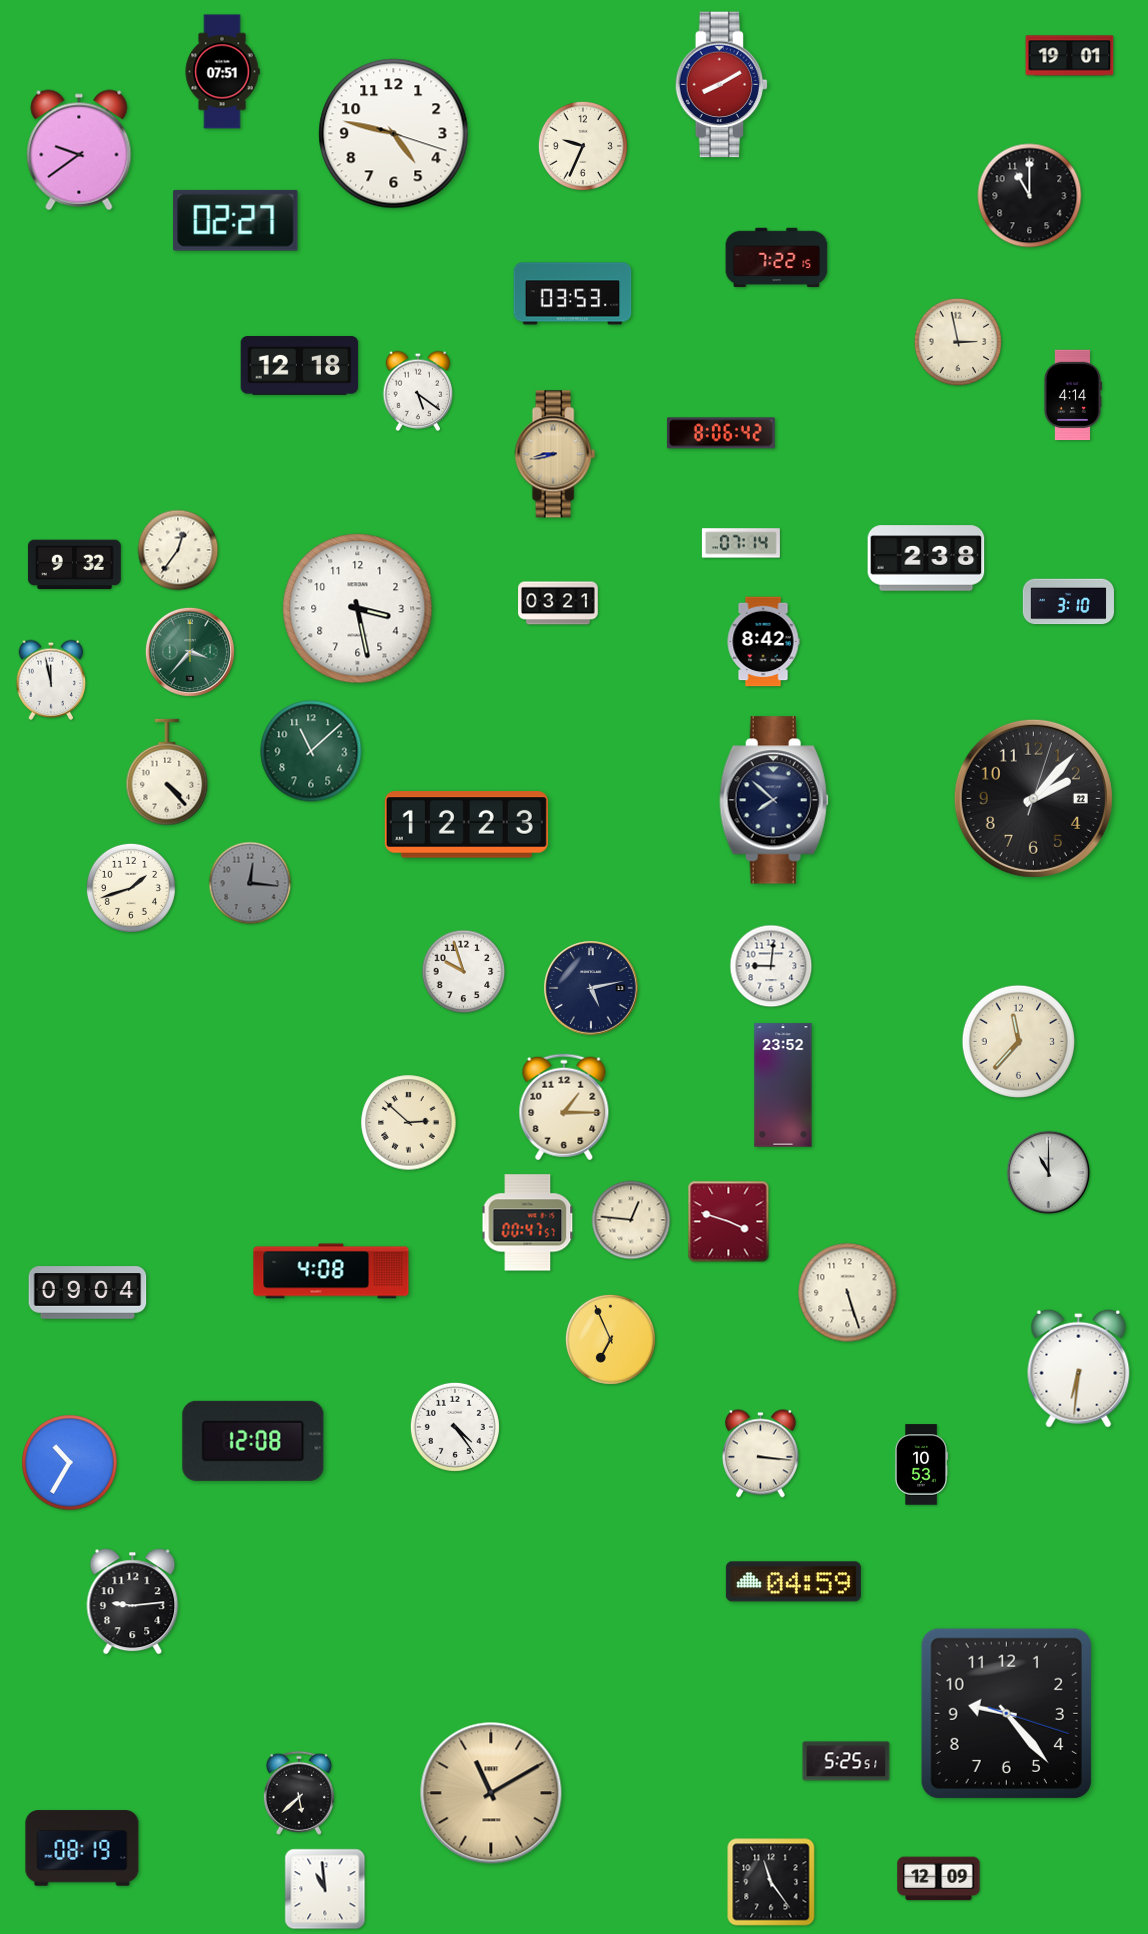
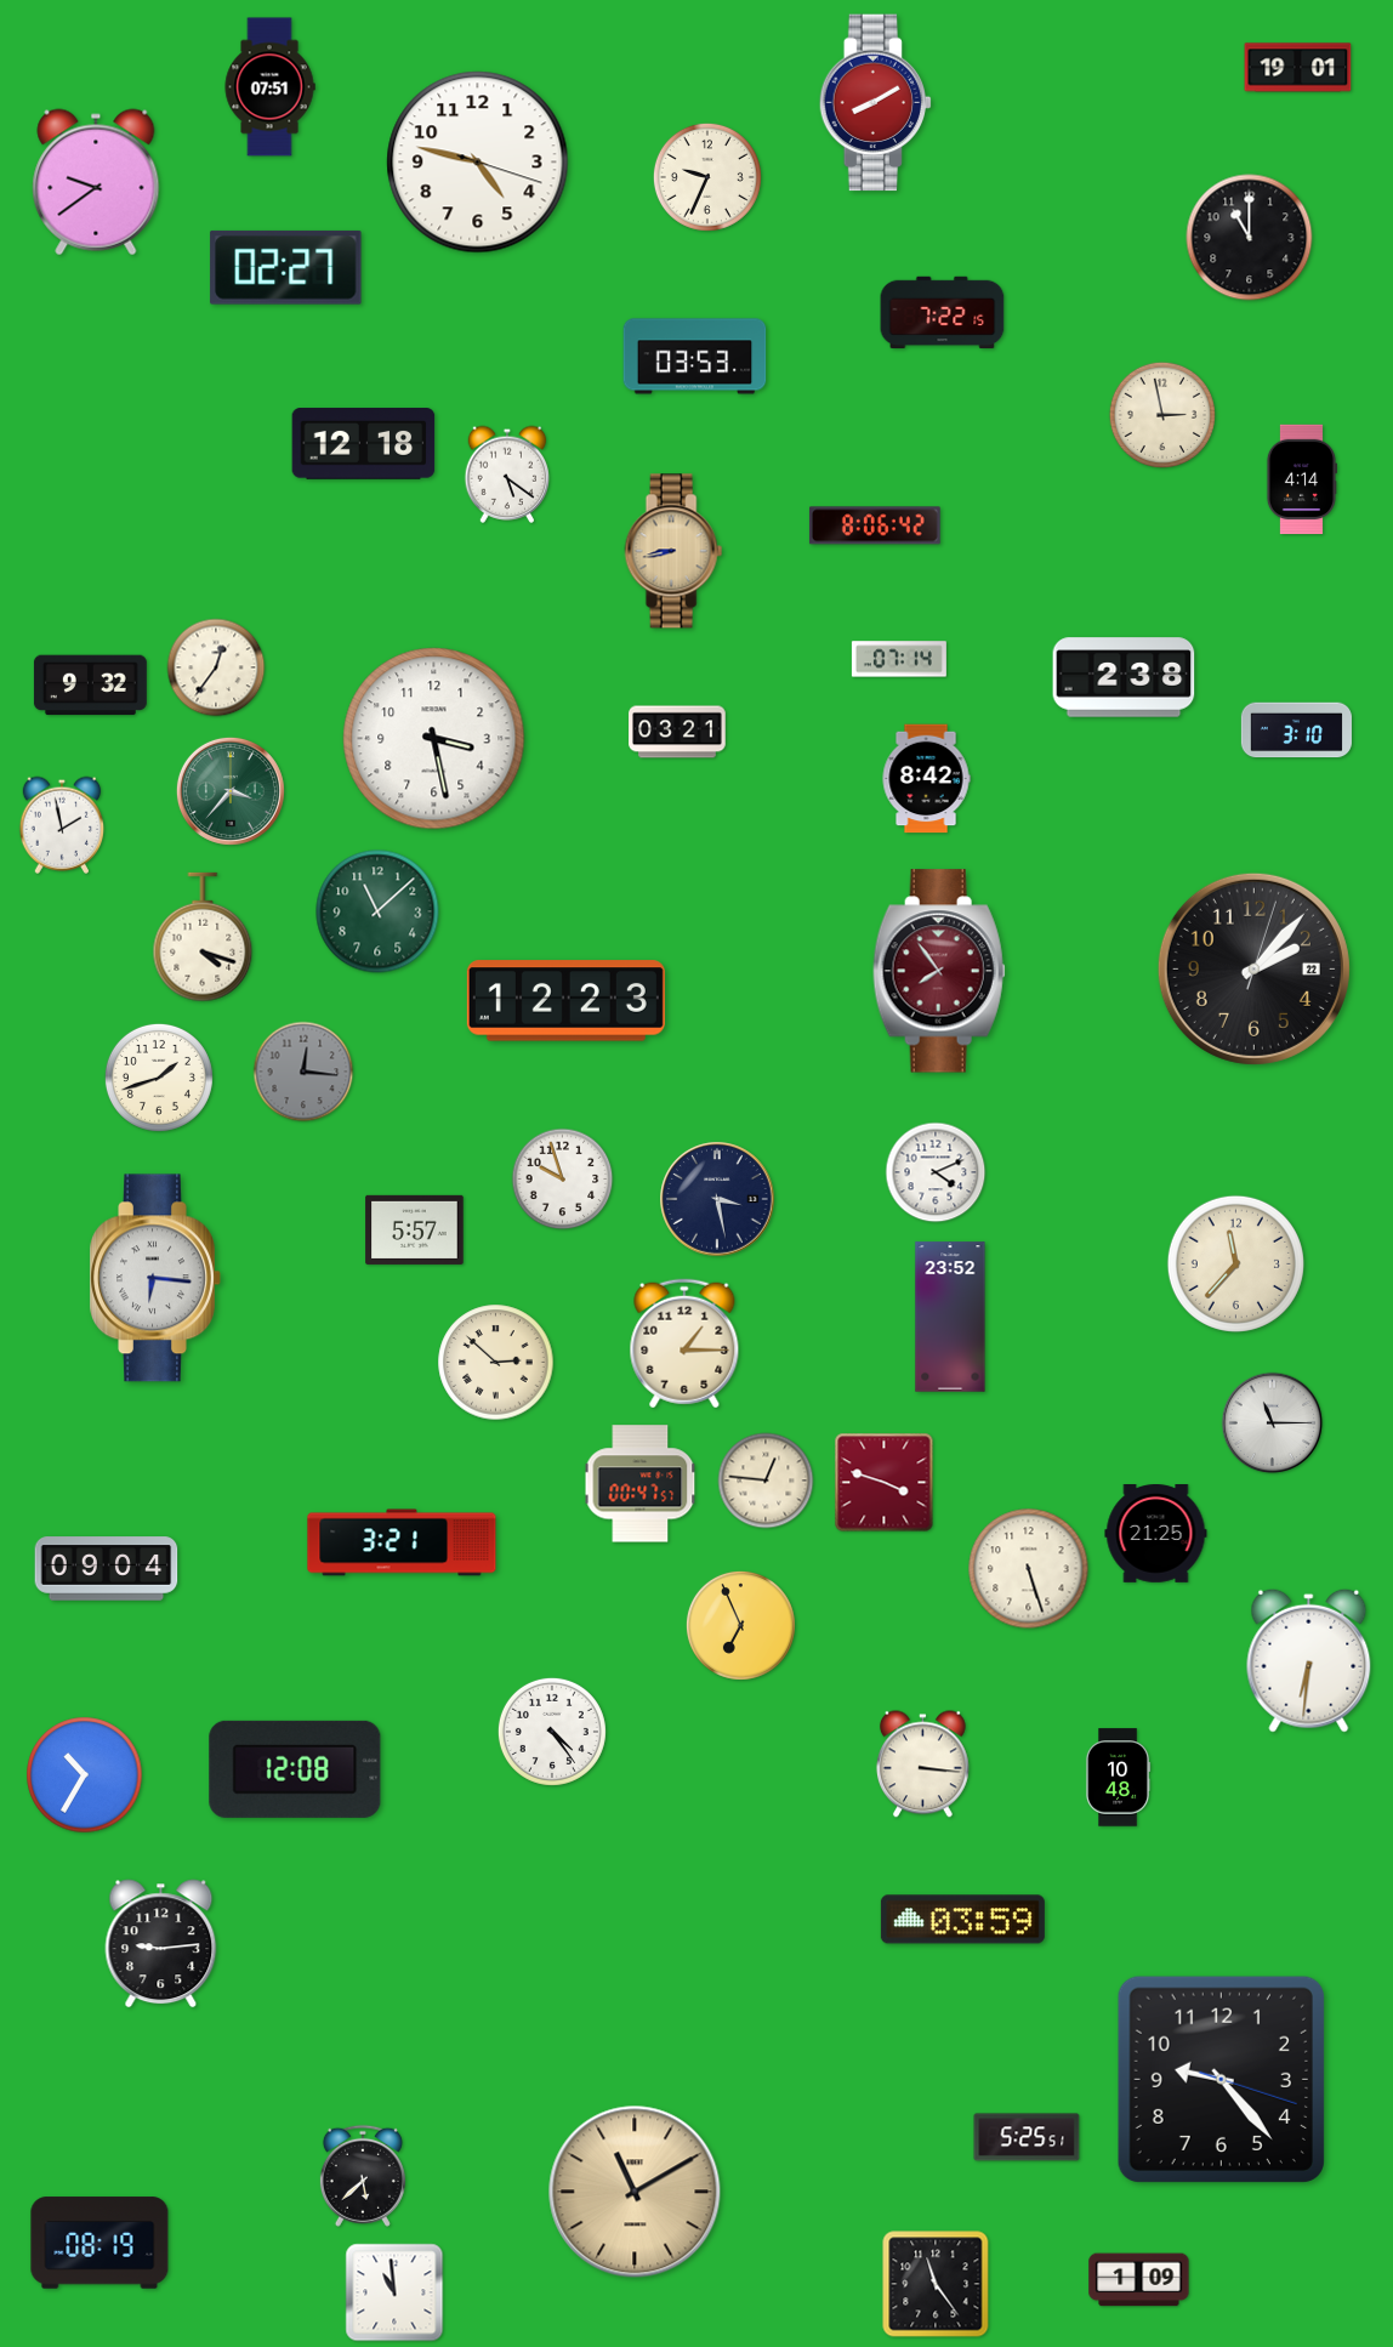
clock at (51, 680): 11:58 -> 1:58
clock at (167, 772): 4:23 -> 4:18
clock at (774, 800): 7:52 -> 7:54
clock at (774, 800) dial: navy -> burgundy
clock at (771, 966): 9:01 -> 4:11
clock at (591, 988): 5:13 -> 3:28
clock at (415, 1229): none -> 5:57
clock at (155, 1278): none -> 6:16
clock at (1049, 1173): 11:00 -> 11:15
clock at (1156, 1534): none -> 21:25
clock at (331, 1271): 4:08 -> 3:21
clock at (253, 1441) position: (253, 1441) -> (295, 1769)
clock at (921, 1465): 10:53 -> 10:48
clock at (793, 1582): 04:59 -> 03:59
clock at (491, 1793) position: (491, 1793) -> (635, 2192)
clock at (939, 1879): 12:09 -> 1:09
